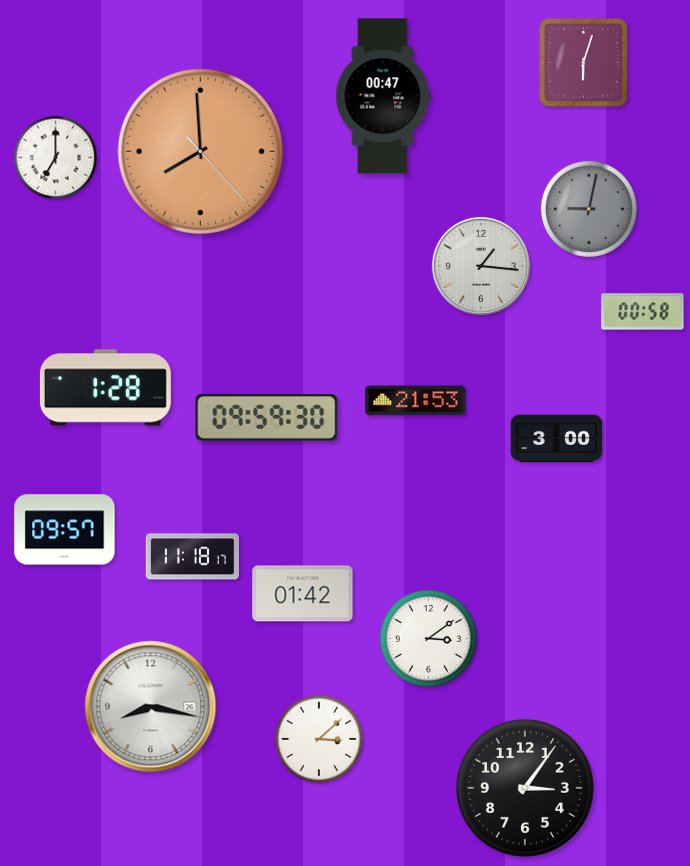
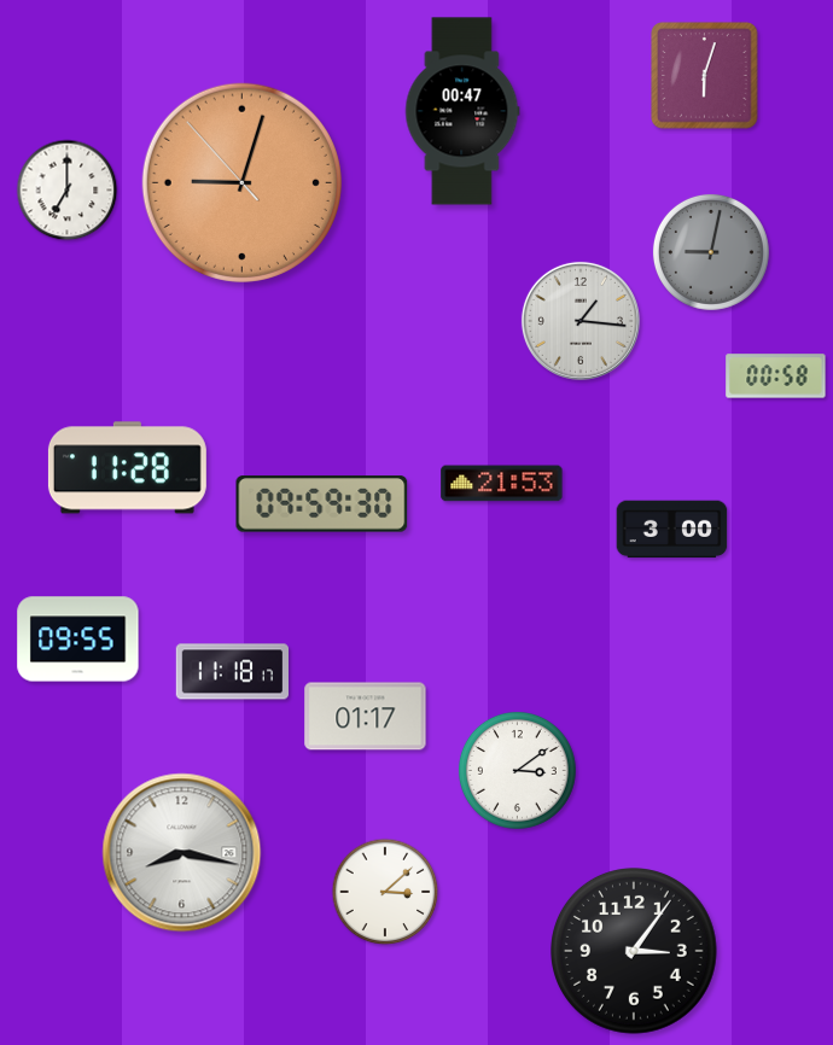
clock at (383, 96) position: (383, 96) -> (462, 111)
clock at (200, 151): 7:59 -> 9:02
clock at (105, 388): 1:28 -> 11:28
clock at (65, 530): 09:57 -> 09:55
clock at (303, 594): 01:42 -> 01:17
